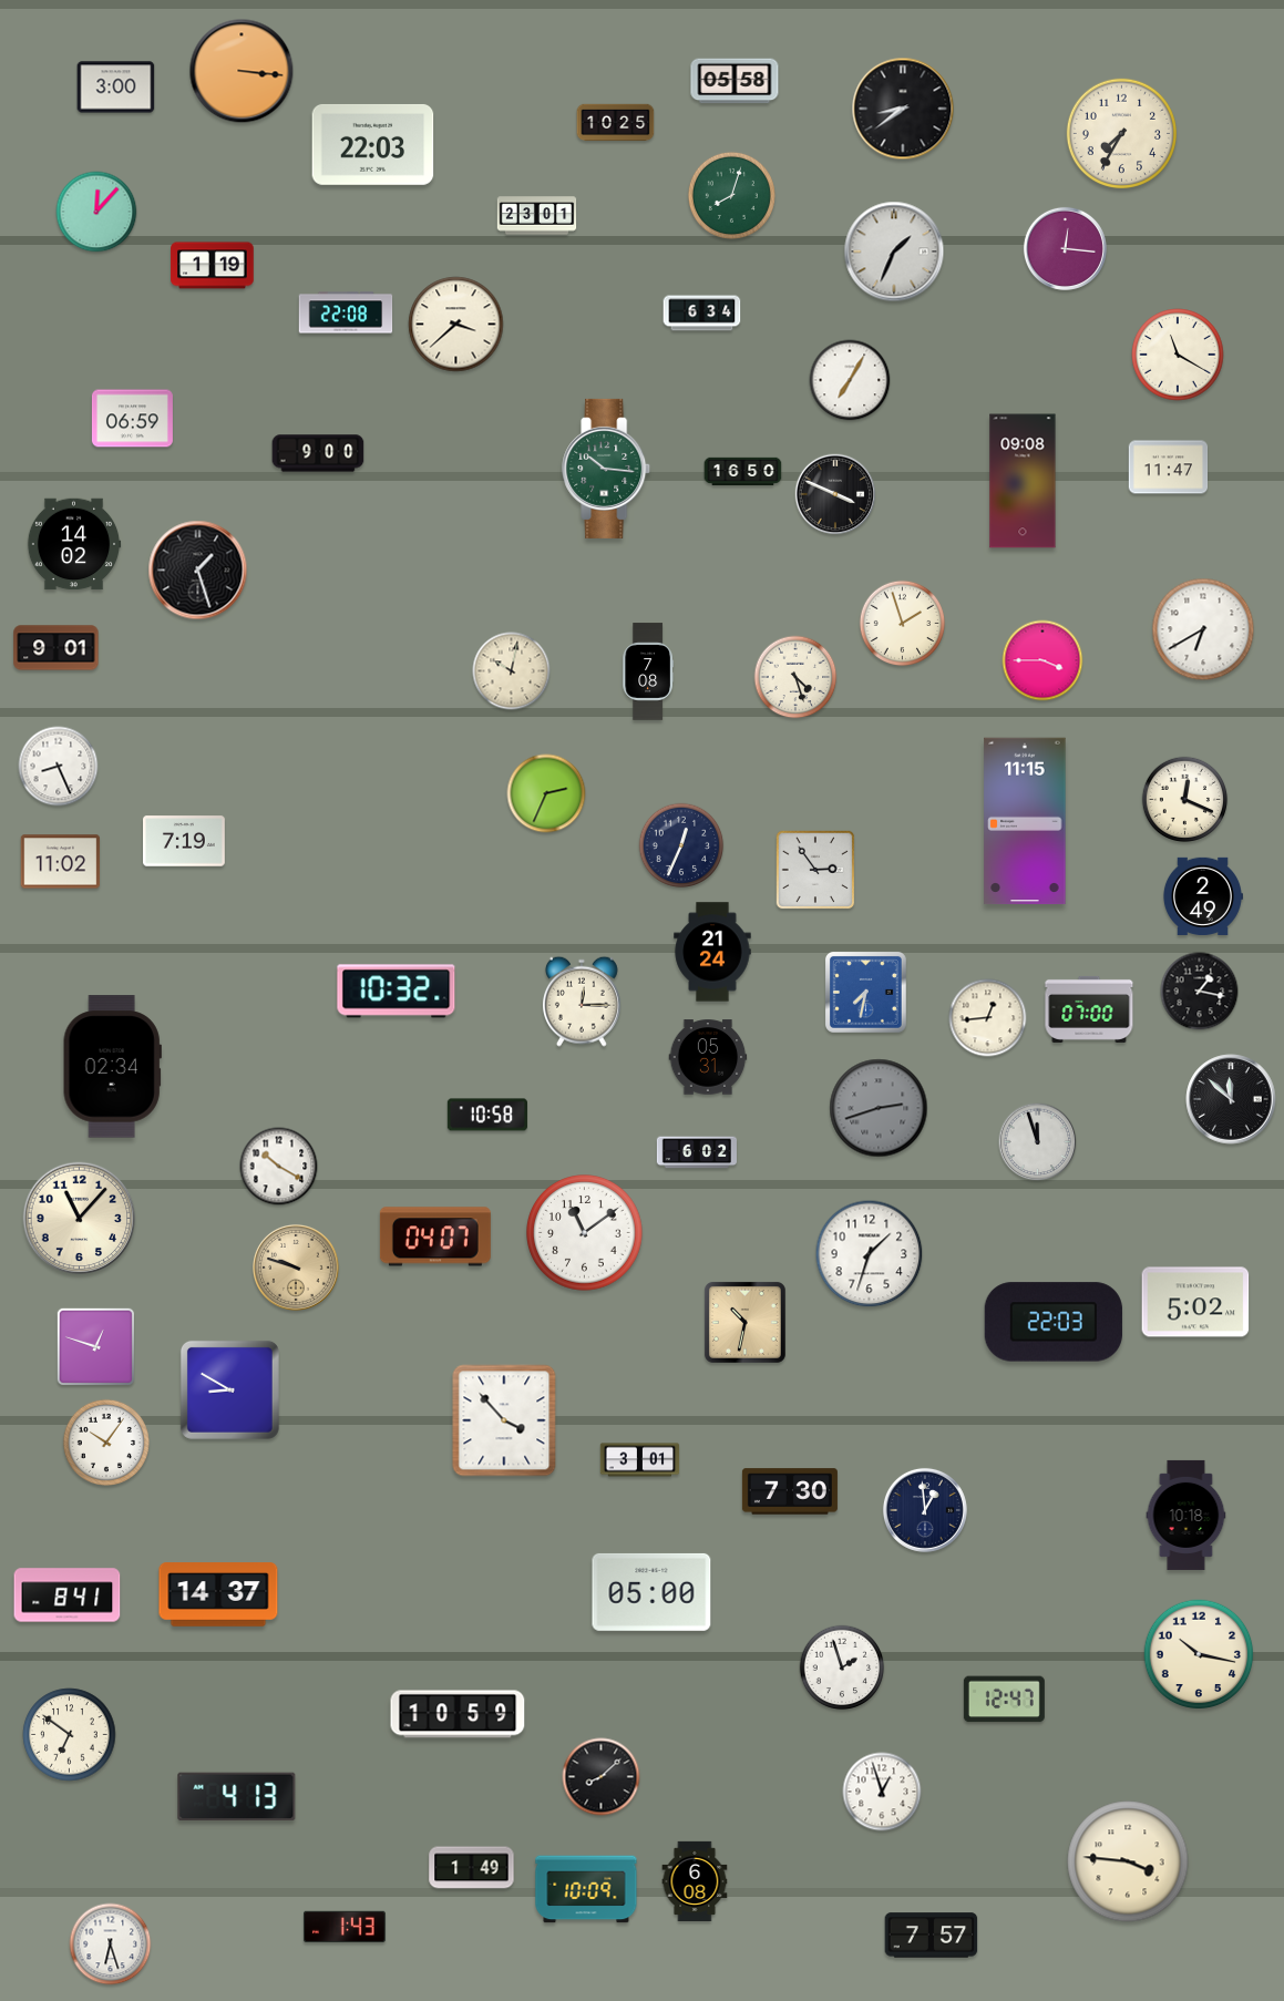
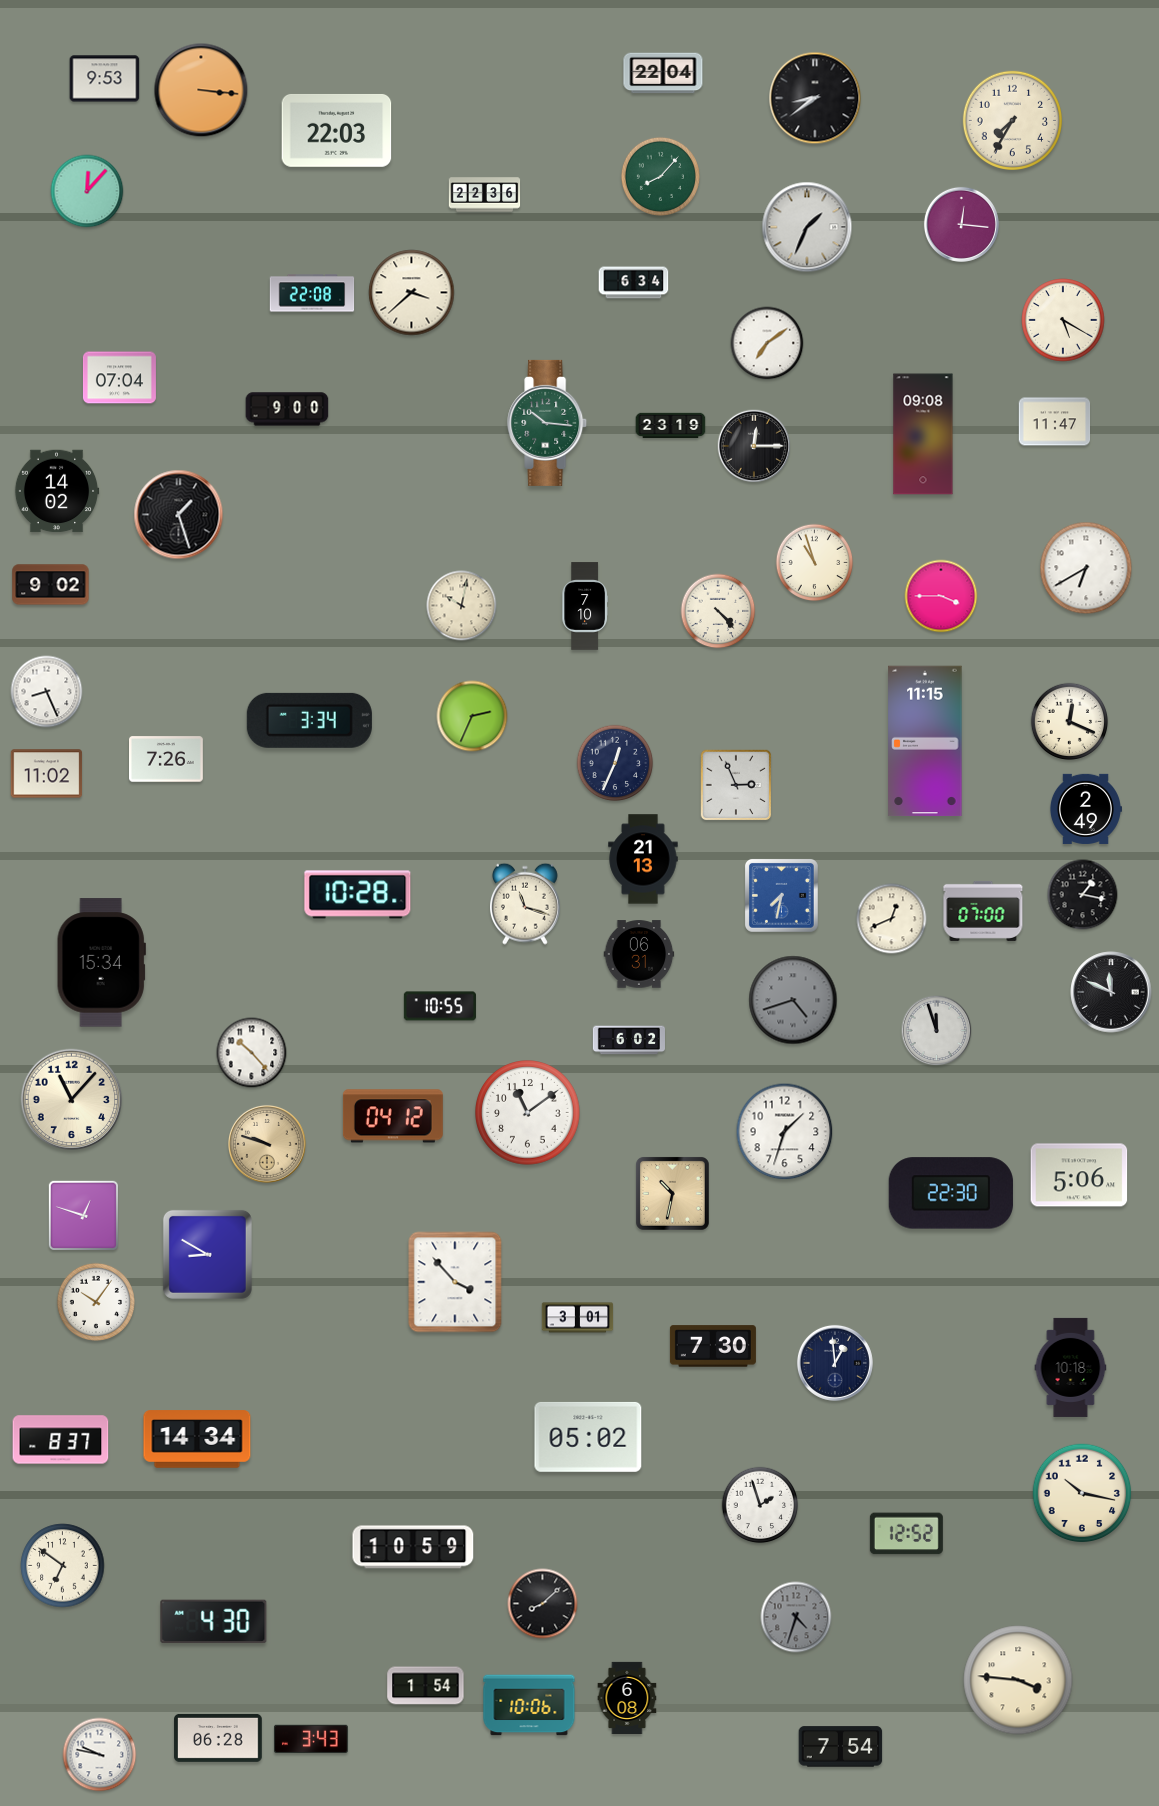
clock at (242, 71) position: (242, 71) -> (201, 90)
clock at (735, 81): 05:58 -> 22:04
clock at (116, 88): 3:00 -> 9:53
clock at (616, 123): 10:25 -> none
clock at (731, 195): 8:03 -> 8:07
clock at (537, 216): 23:01 -> 22:36
clock at (213, 266): 1:19 -> none
clock at (346, 312) position: (346, 312) -> (312, 293)
clock at (1178, 355): 11:20 -> 5:20
clock at (850, 380): 7:05 -> 7:09
clock at (132, 419): 06:59 -> 07:04
clock at (743, 472): 16:50 -> 23:19
clock at (835, 494): 3:49 -> 12:15
clock at (74, 544) position: (74, 544) -> (57, 491)
clock at (903, 624): 1:57 -> 10:57
clock at (57, 648): 9:01 -> 9:02
clock at (648, 671): 7:08 -> 7:10
clock at (795, 677): 4:27 -> 4:23
clock at (59, 767) position: (59, 767) -> (47, 692)
clock at (546, 793) position: (546, 793) -> (472, 716)
clock at (309, 720): none -> 3:34
clock at (185, 841): 7:19 -> 7:26
clock at (61, 862) position: (61, 862) -> (47, 774)
clock at (815, 870): 2:54 -> 2:56
clock at (712, 952): 21:24 -> 21:13
clock at (397, 992): 10:32 -> 10:28
clock at (582, 1002): 12:15 -> 11:18
clock at (988, 1018): 12:44 -> 12:41
clock at (708, 1057): 05:31 -> 06:31
clock at (112, 1067): 02:34 -> 15:34
clock at (1231, 1099): 11:52 -> 11:49
clock at (879, 1108): 2:42 -> 4:42
clock at (487, 1115): 10:58 -> 10:55
clock at (279, 1167): 10:20 -> 10:23
clock at (435, 1236): 04:07 -> 04:12
clock at (1195, 1302): 5:02 -> 5:06
clock at (1054, 1322): 22:03 -> 22:30
clock at (95, 1346) position: (95, 1346) -> (83, 1215)
clock at (651, 1592): 05:00 -> 05:02
clock at (218, 1594): 14:37 -> 14:34
clock at (68, 1595): 8:41 -> 8:37
clock at (1004, 1700): 12:47 -> 12:52
clock at (882, 1792): 12:57 -> 4:33
clock at (882, 1792) dial: white -> grey
clock at (237, 1797): 4:13 -> 4:30
clock at (472, 1868): 1:49 -> 1:54
clock at (586, 1889): 10:09 -> 10:06
clock at (218, 1738): none -> 06:28
clock at (345, 1927): 1:43 -> 3:43
clock at (932, 1936): 7:57 -> 7:54
clock at (111, 1944): 6:27 -> 9:47
